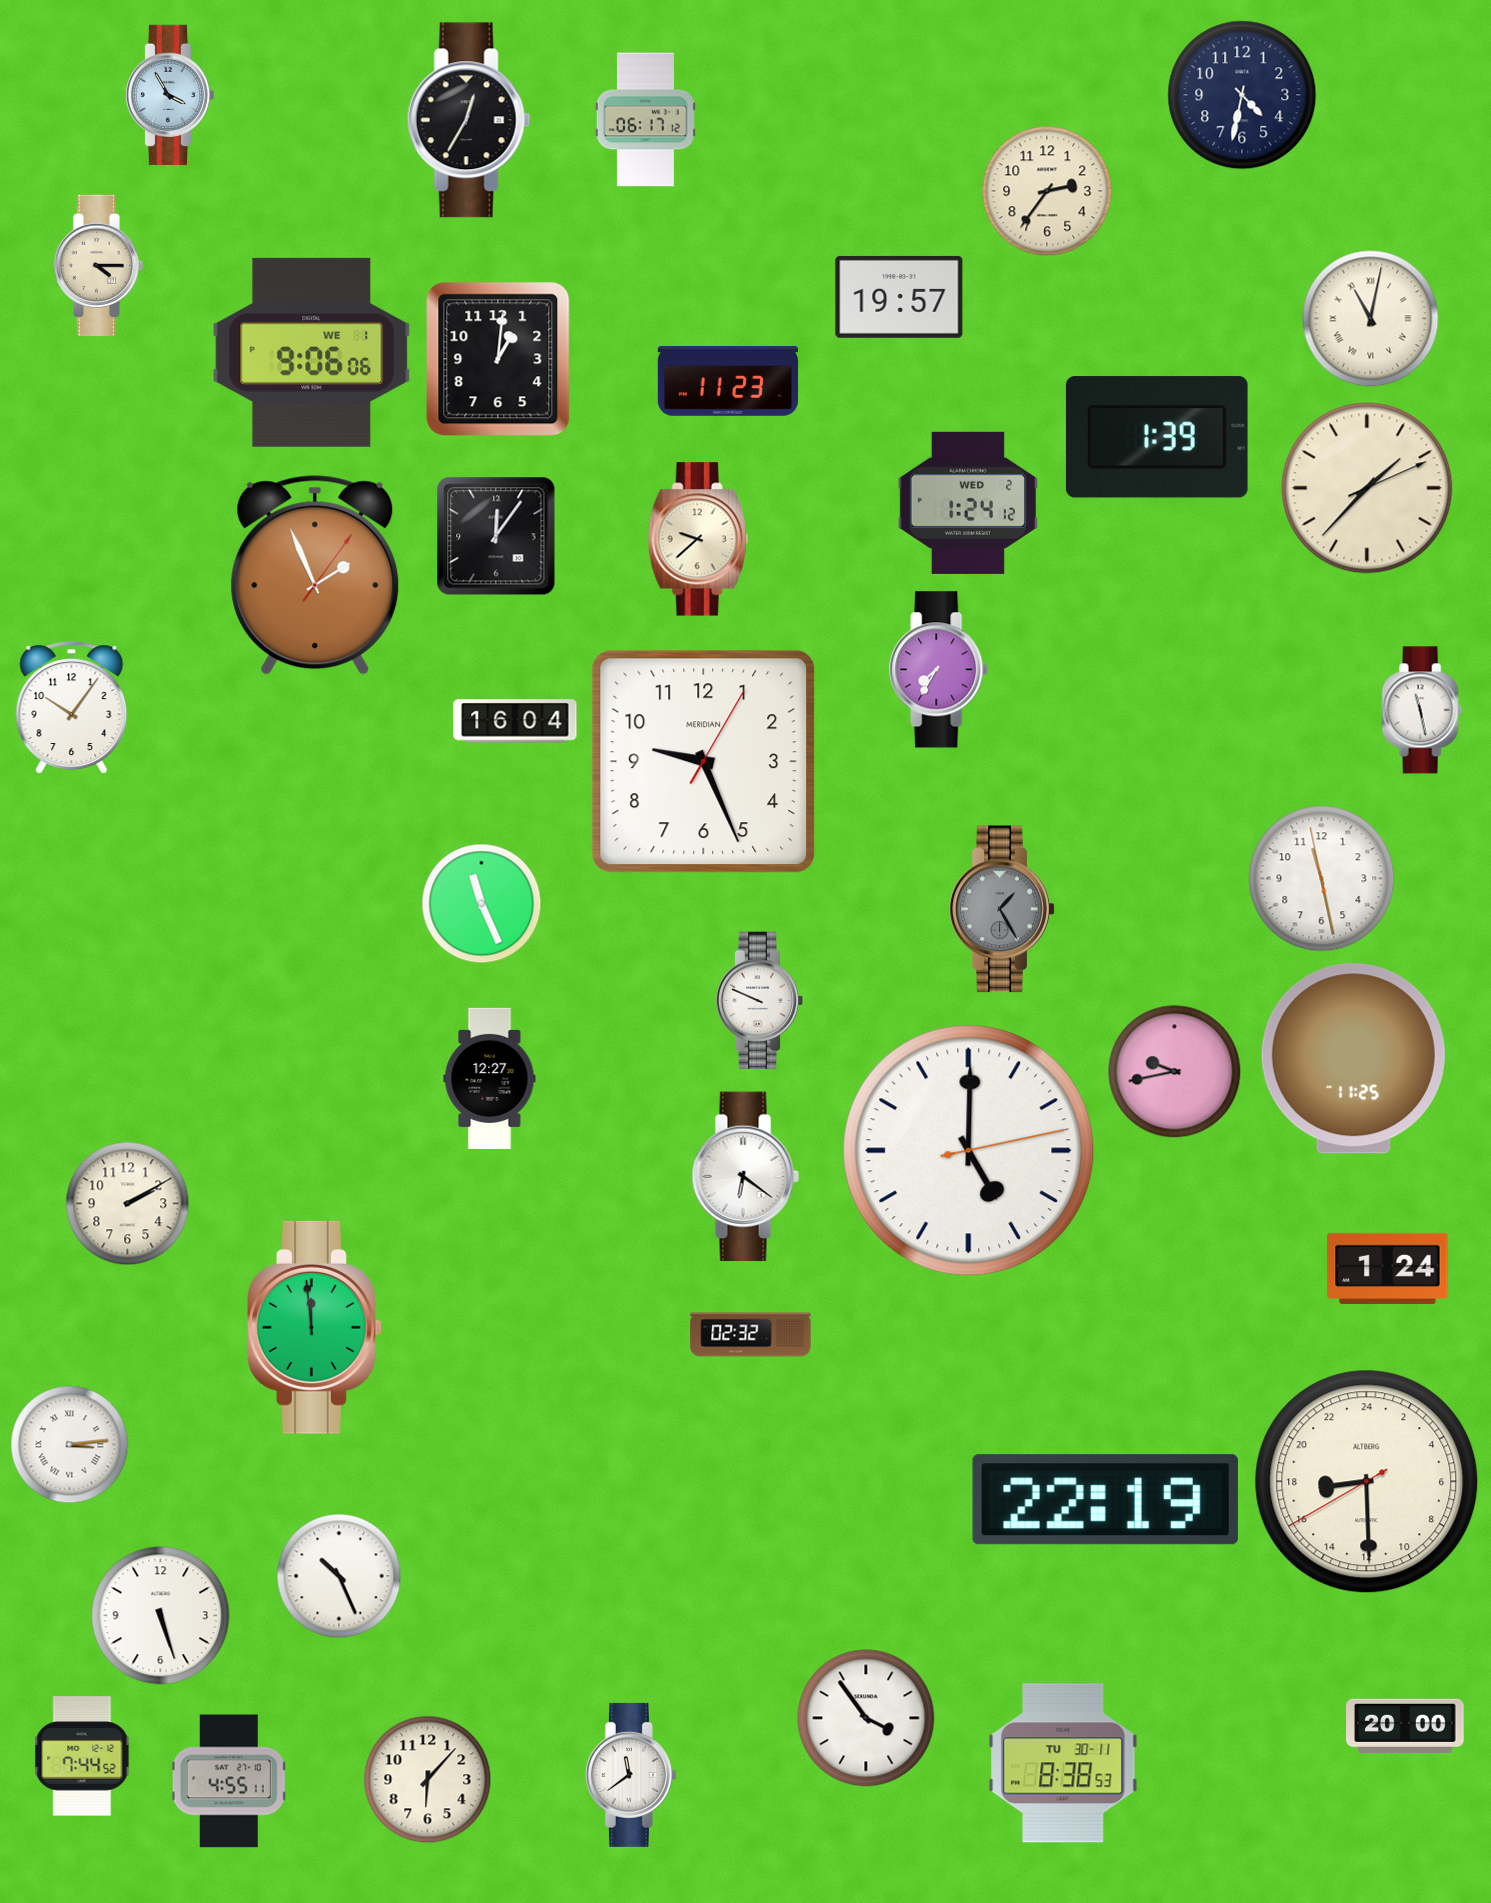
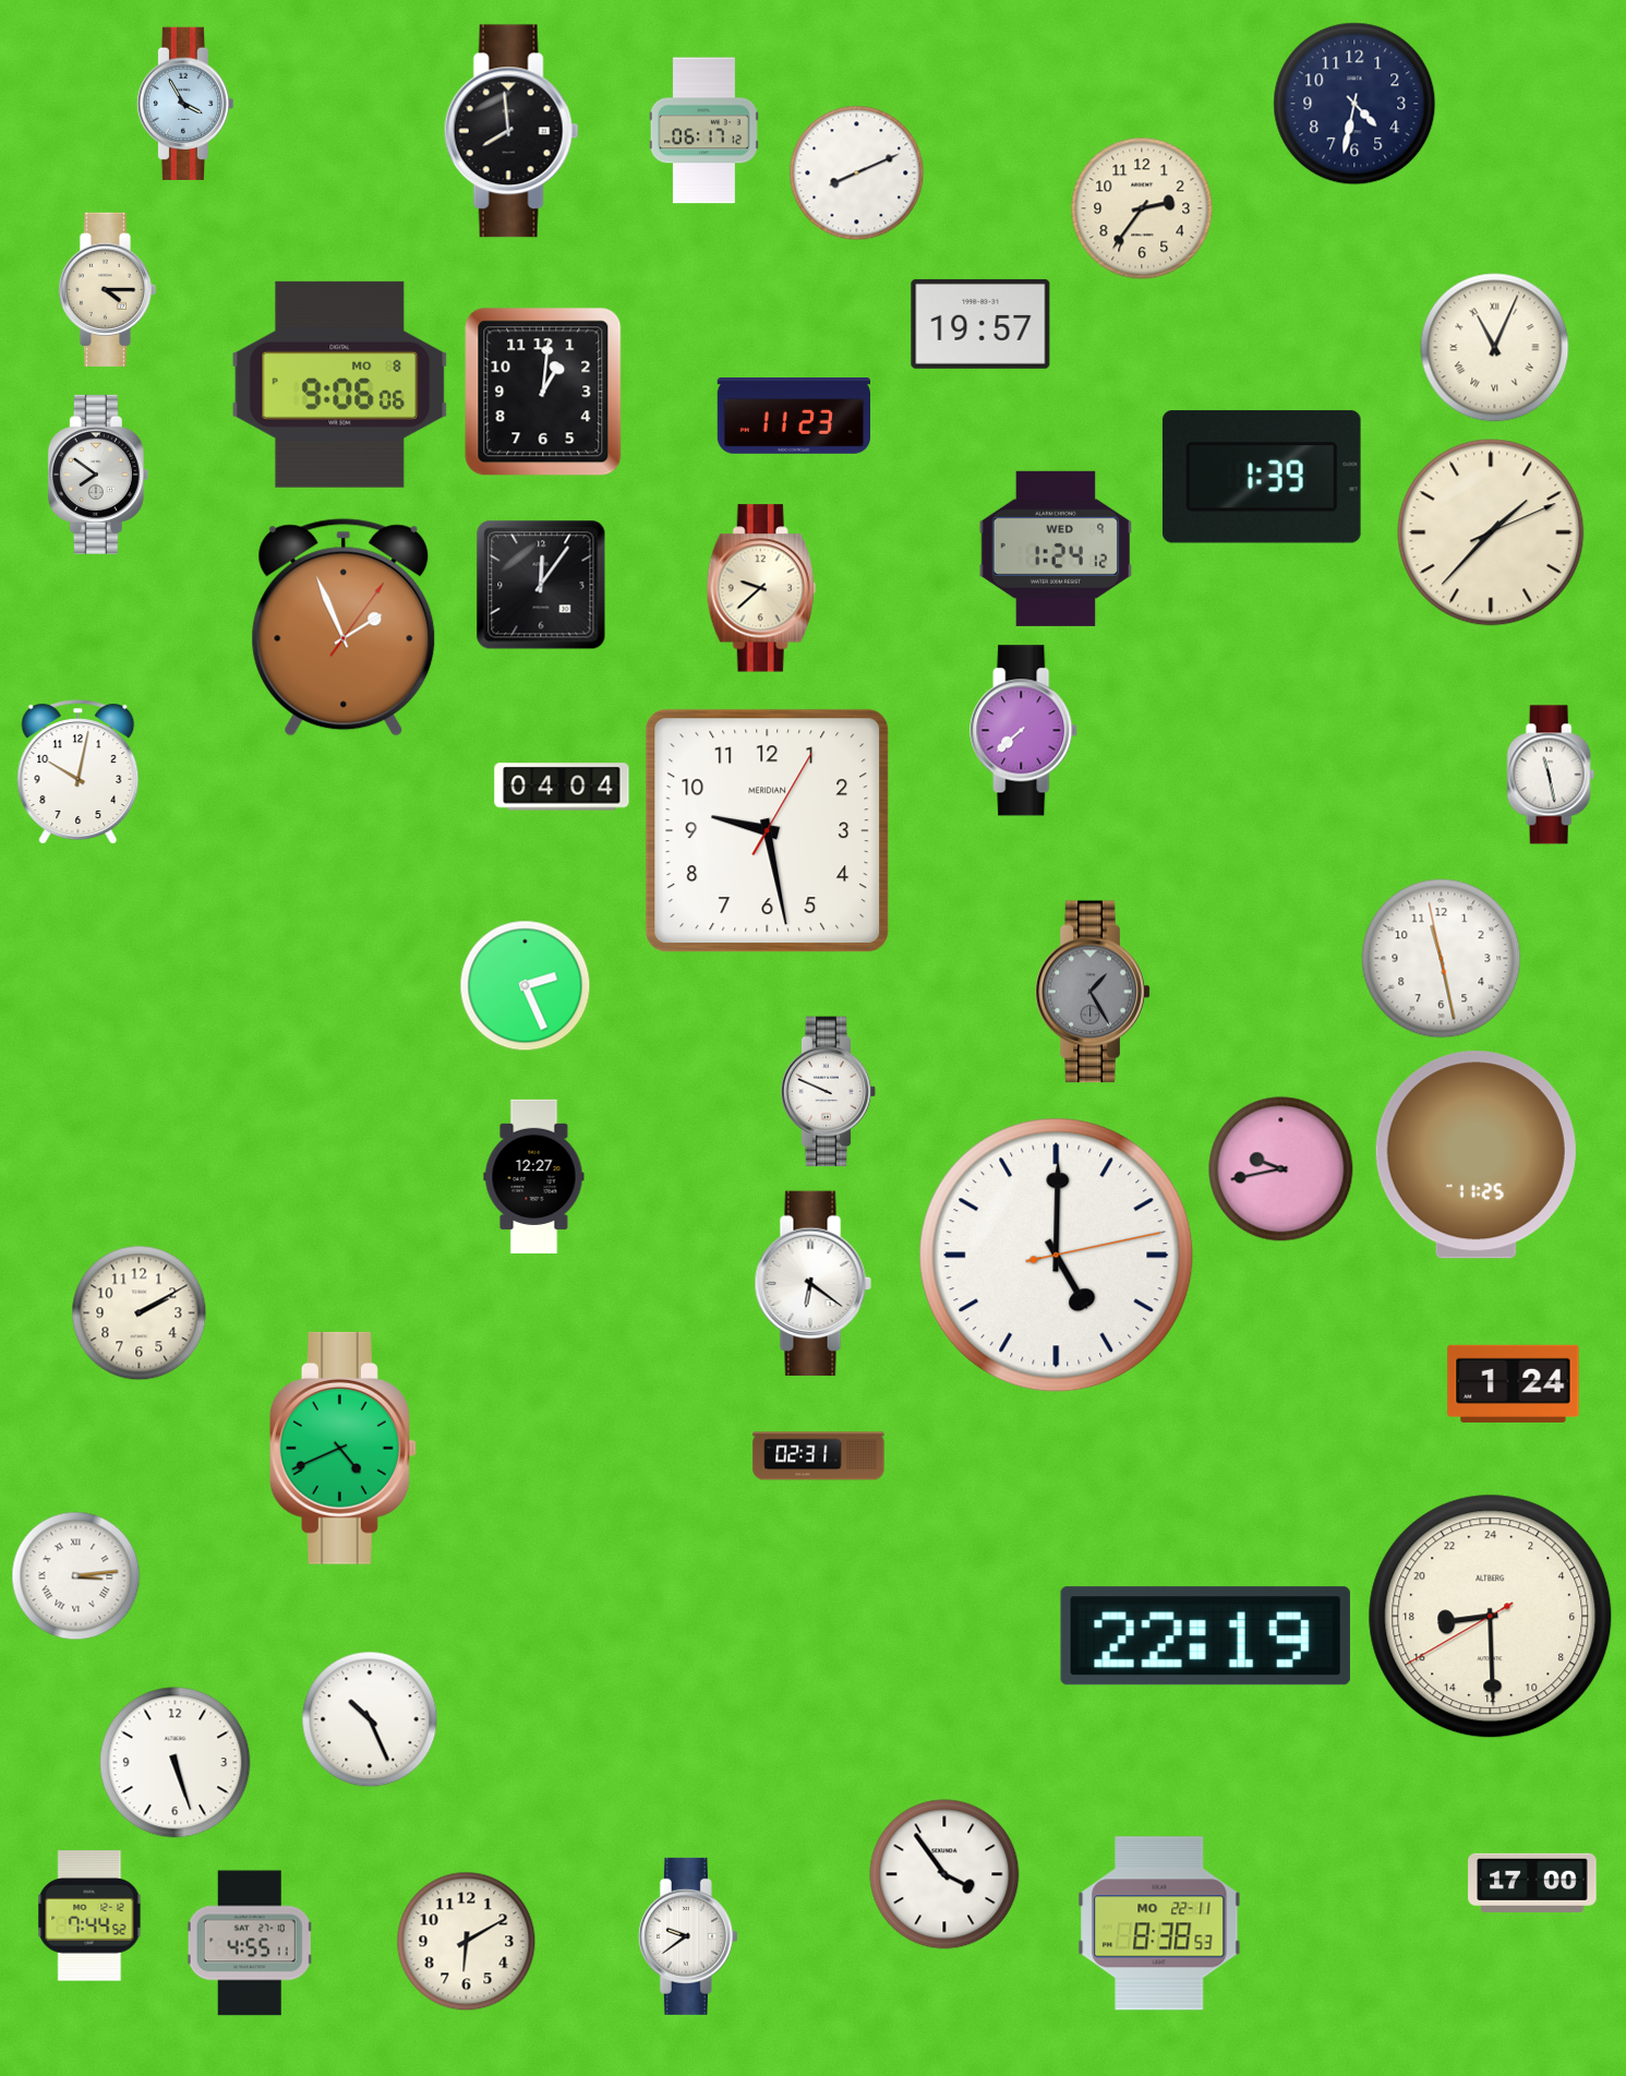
clock at (469, 120): 12:35 -> 7:59
clock at (857, 173): none -> 8:11
clock at (1371, 319): 11:02 -> 11:04
clock at (312, 352) date: WE 1 -> MO 8
clock at (98, 475): none -> 7:51
clock at (967, 503) date: WED 2 -> WED 9
clock at (939, 670): 7:35 -> 7:38
clock at (72, 708): 10:06 -> 10:02
clock at (515, 721): 16:04 -> 04:04
clock at (704, 762): 9:26 -> 9:28
clock at (482, 904): 11:26 -> 2:26
clock at (314, 1327): 11:59 -> 4:41
clock at (751, 1335): 02:32 -> 02:31
clock at (1405, 1726): 20:00 -> 17:00
clock at (1063, 1763) date: TU 30-11 -> MO 22-11
clock at (631, 1775): 11:39 -> 9:39
clock at (428, 1780): 6:07 -> 6:10
